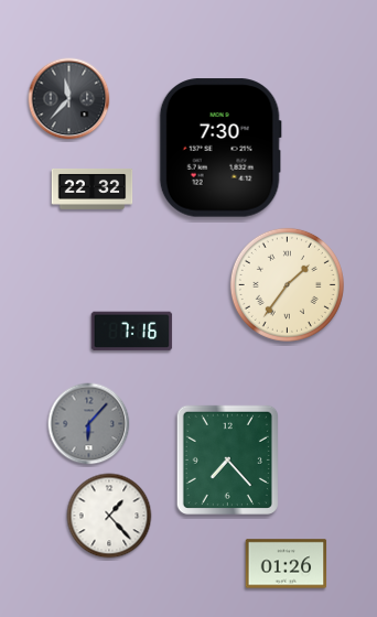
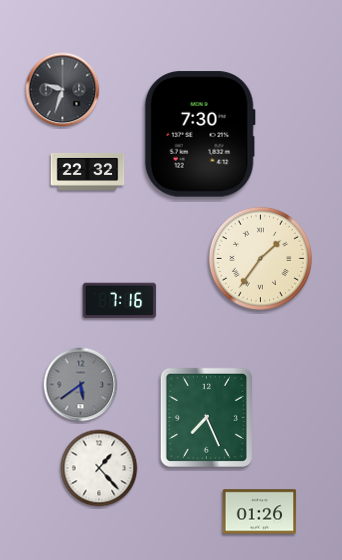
clock at (69, 99): 11:37 -> 9:33
clock at (93, 188) position: (93, 188) -> (88, 171)
clock at (89, 424): 6:07 -> 5:39
clock at (227, 459): 7:23 -> 7:26
